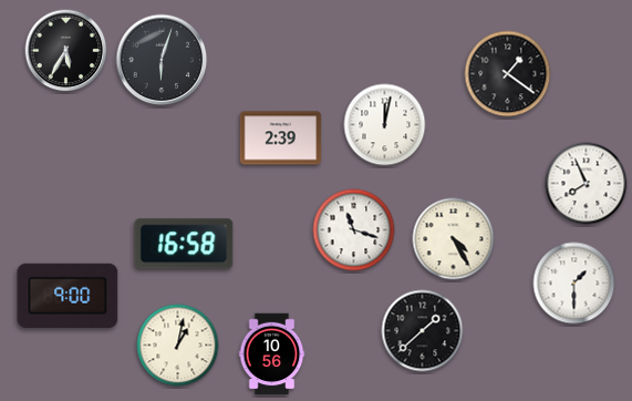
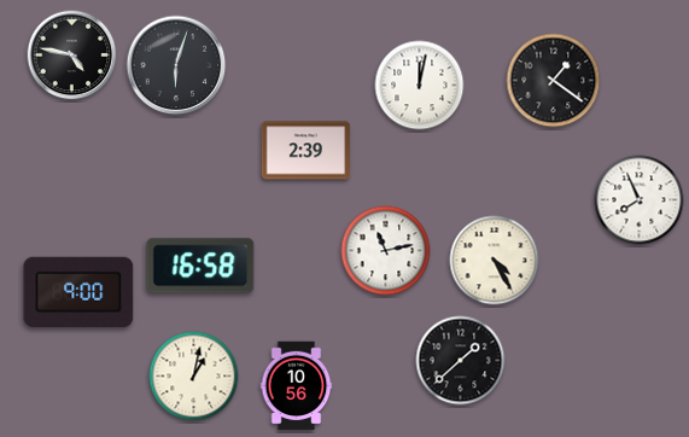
clock at (66, 51): 5:35 -> 4:47
clock at (385, 125) position: (385, 125) -> (420, 86)
clock at (354, 230): 11:18 -> 11:13
clock at (574, 284): 1:30 -> none
clock at (68, 296) position: (68, 296) -> (78, 292)
